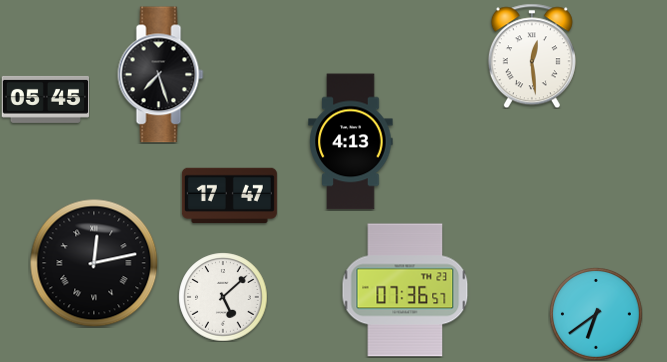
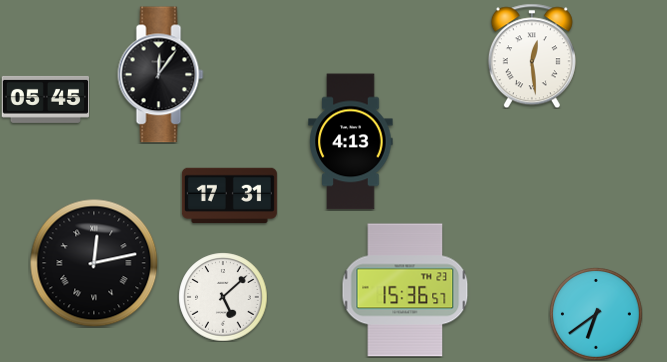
clock at (161, 75): 7:27 -> 12:06
clock at (229, 196): 17:47 -> 17:31
clock at (405, 290): 07:36 -> 15:36
